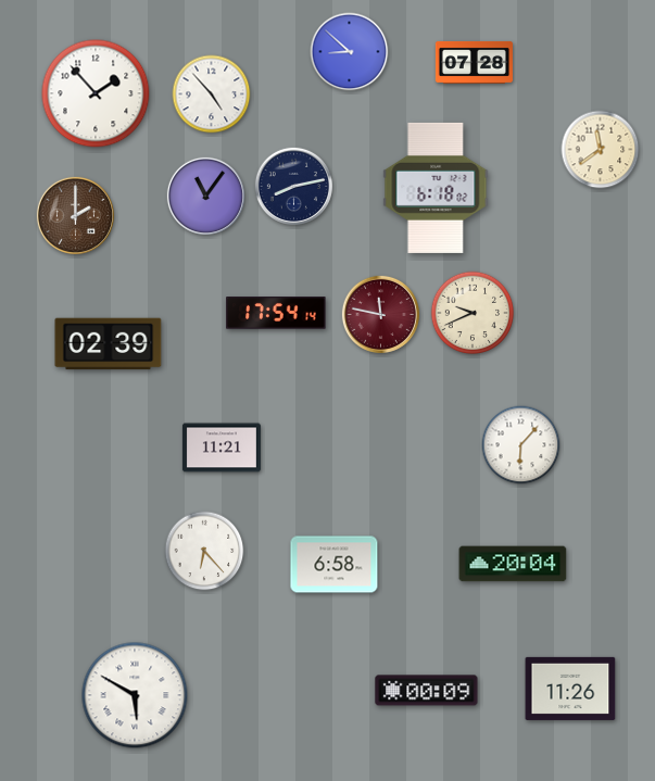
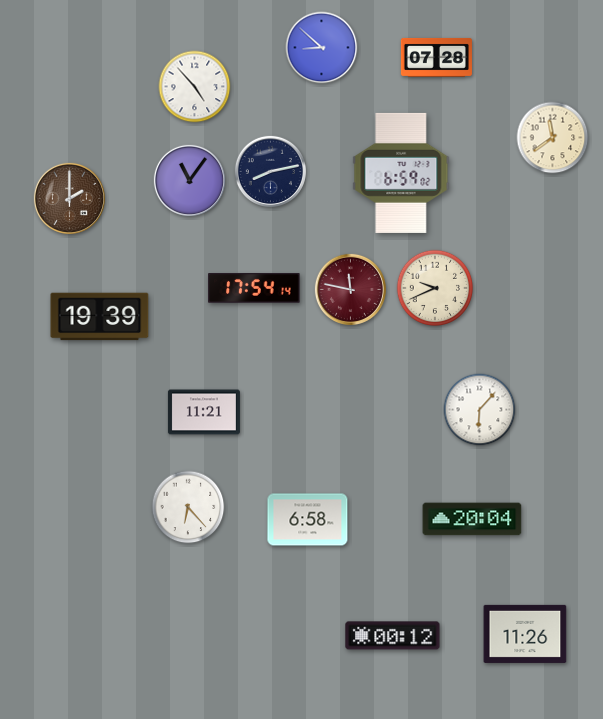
clock at (96, 93): 1:53 -> none
clock at (436, 188): 6:18 -> 6:59
clock at (109, 344): 02:39 -> 19:39
clock at (427, 691): 00:09 -> 00:12
clock at (135, 695): 5:50 -> none
